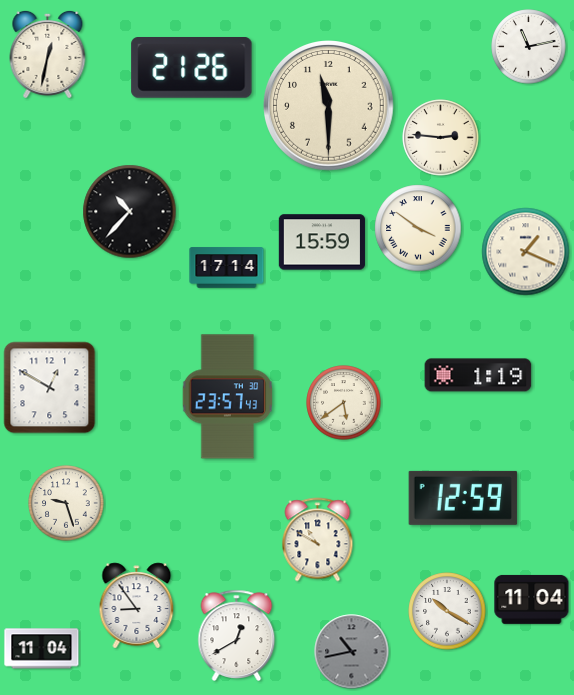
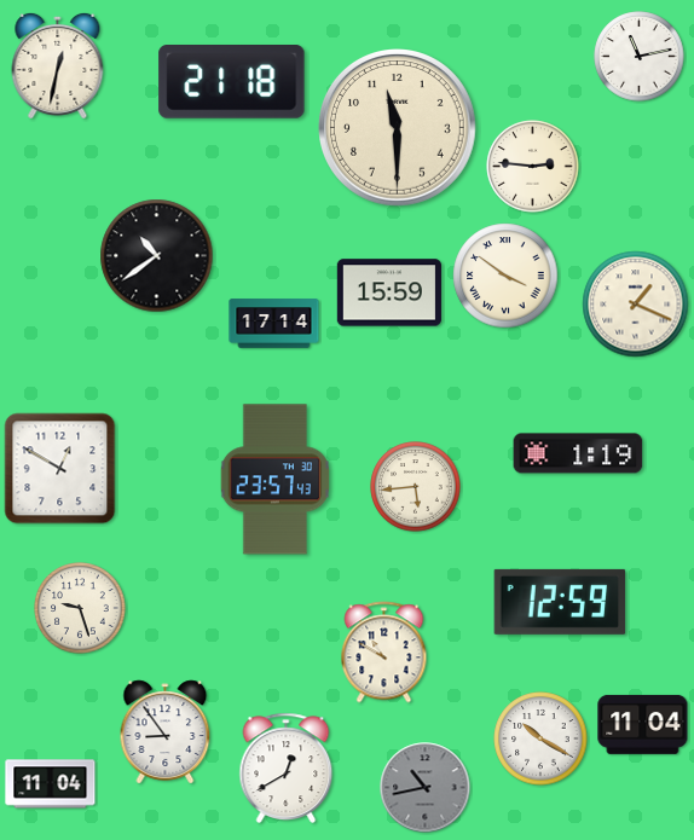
clock at (192, 68): 21:26 -> 21:18
clock at (130, 212): 10:37 -> 10:39
clock at (344, 403): 5:39 -> 5:44
